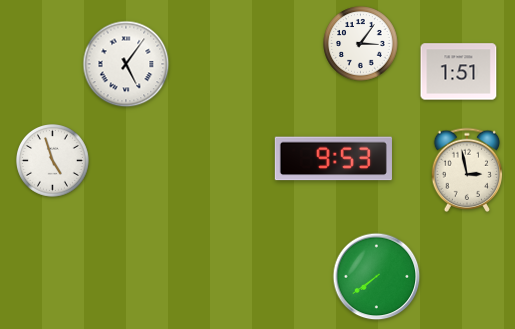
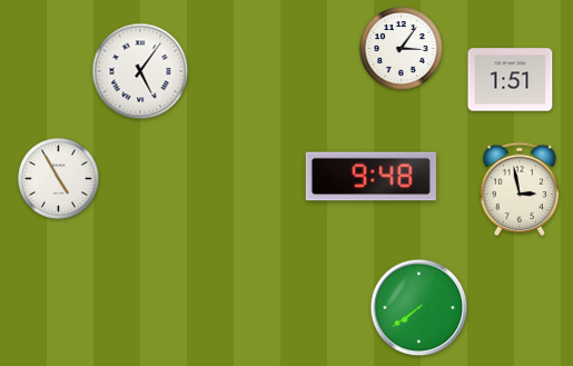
clock at (333, 159): 9:53 -> 9:48
clock at (53, 161): 4:57 -> 4:55
